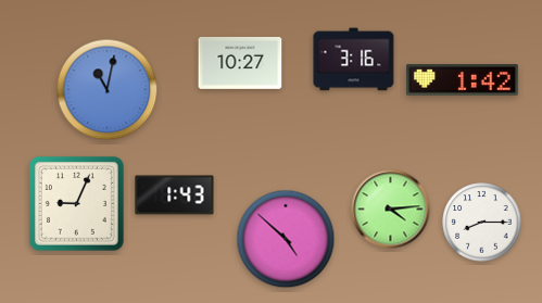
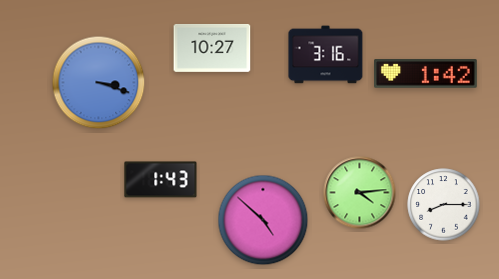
clock at (240, 63) position: (240, 63) -> (212, 48)
clock at (108, 90): 11:02 -> 3:18
clock at (76, 203): 9:04 -> none
